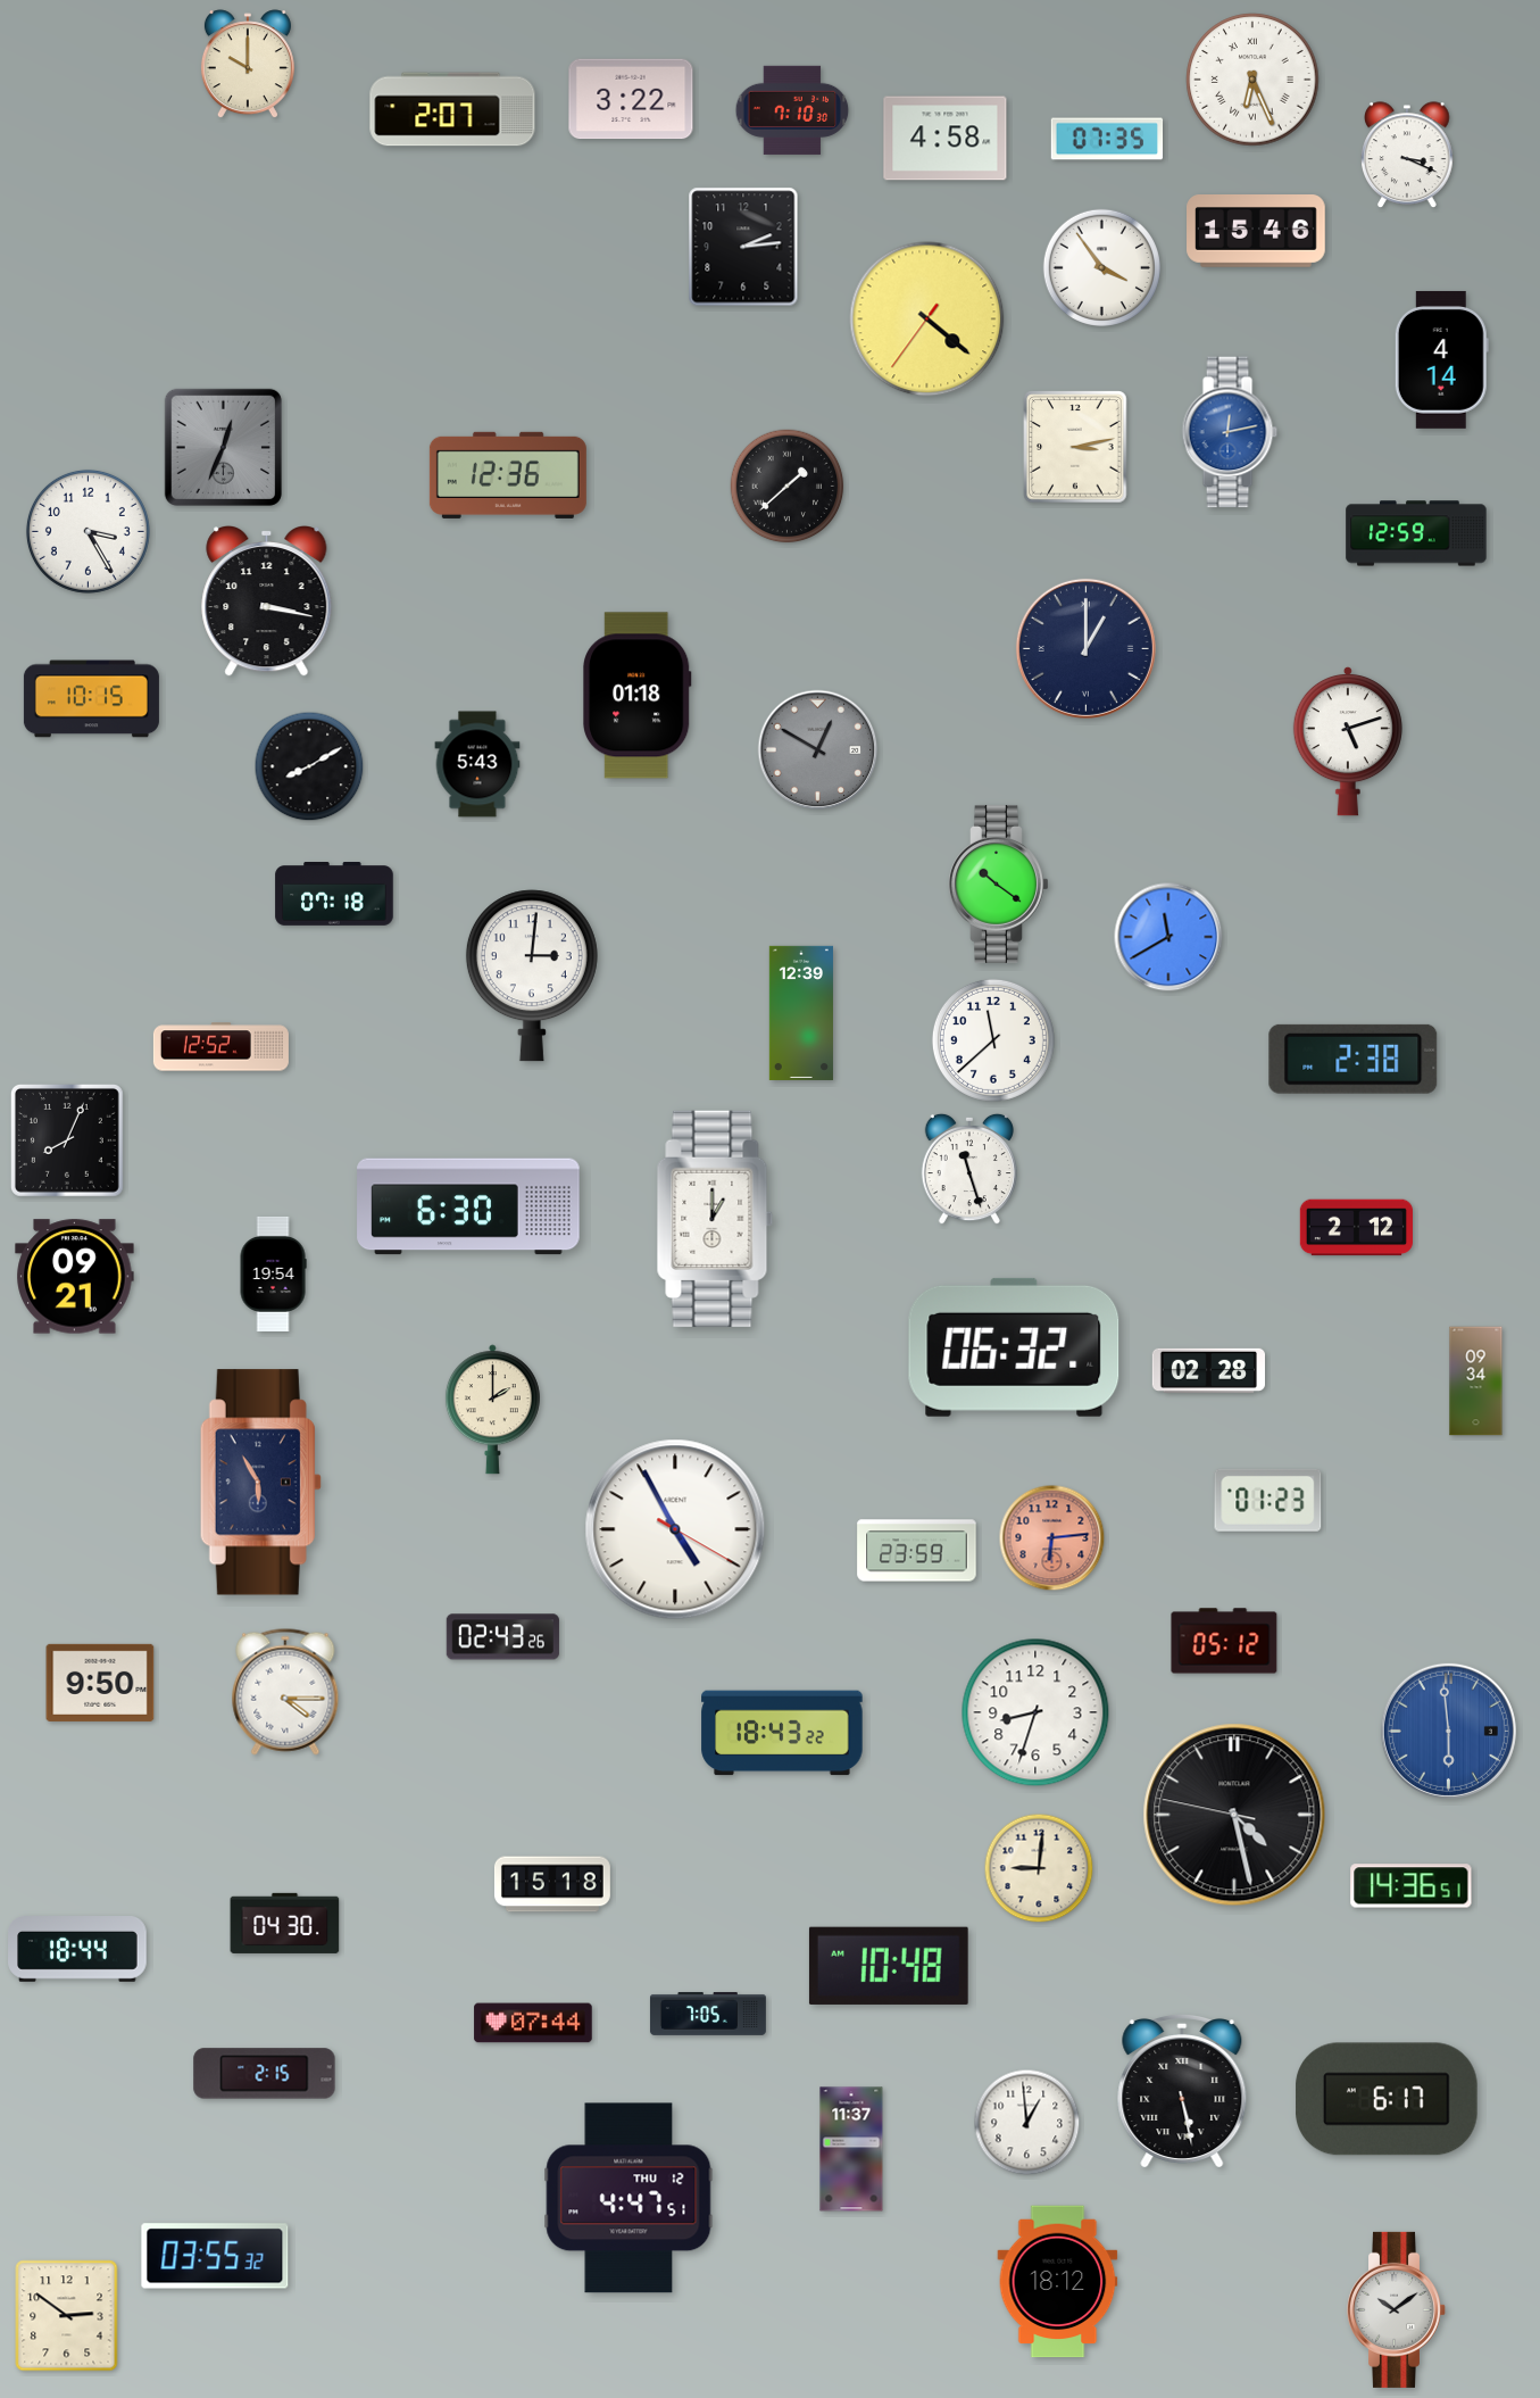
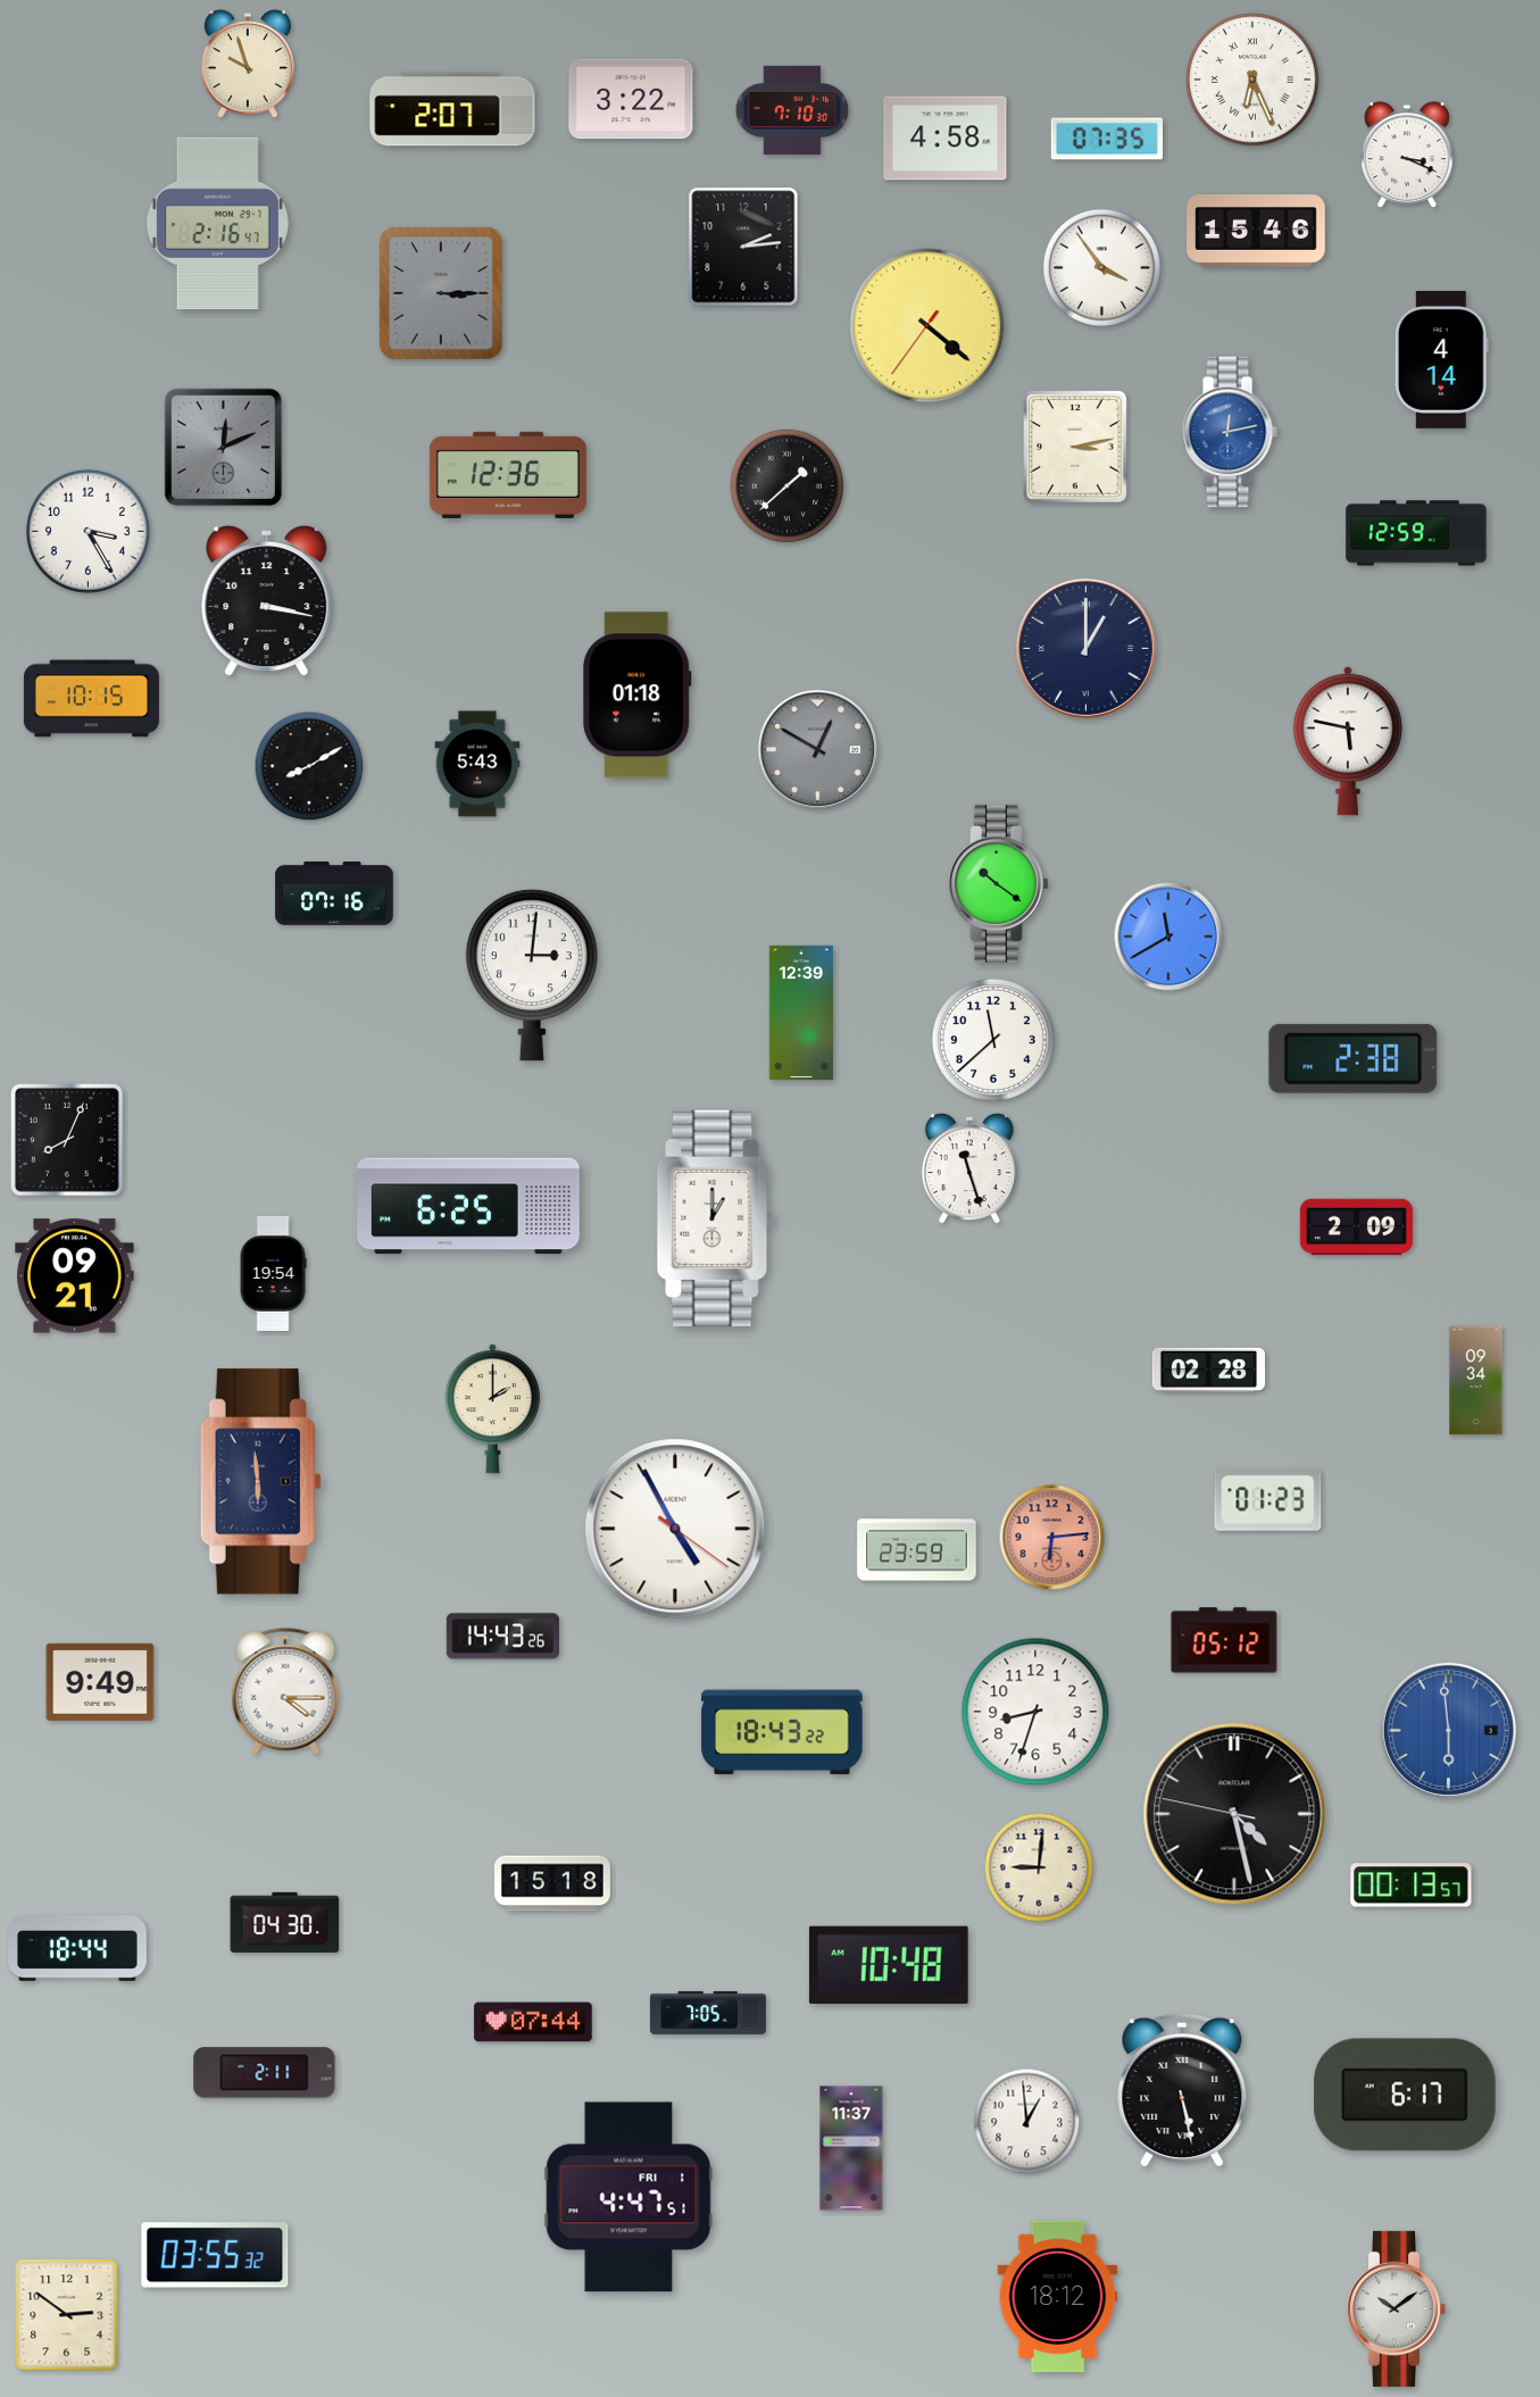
clock at (248, 65): 10:00 -> 9:57
clock at (217, 224): none -> 2:16
clock at (441, 293): none -> 3:15
clock at (927, 320) position: (927, 320) -> (927, 326)
clock at (223, 447): 12:34 -> 12:11
clock at (1348, 741): 5:12 -> 5:47
clock at (334, 895): 07:18 -> 07:16
clock at (220, 1047): 12:52 -> none
clock at (468, 1206): 6:30 -> 6:25
clock at (1356, 1228): 2:12 -> 2:09
clock at (1014, 1347): 06:32 -> none
clock at (260, 1483): 5:55 -> 5:59
clock at (675, 1529): 4:55:20 -> 4:55:21
clock at (502, 1637): 02:43 -> 14:43
clock at (100, 1683): 9:50 -> 9:49
clock at (1412, 1886): 14:36 -> 00:13
clock at (265, 2074): 2:15 -> 2:11
clock at (1387, 2099) position: (1387, 2099) -> (1405, 2095)
clock at (629, 2198) date: THU 12 -> FRI 1
clock at (1058, 2282) position: (1058, 2282) -> (1058, 2297)
